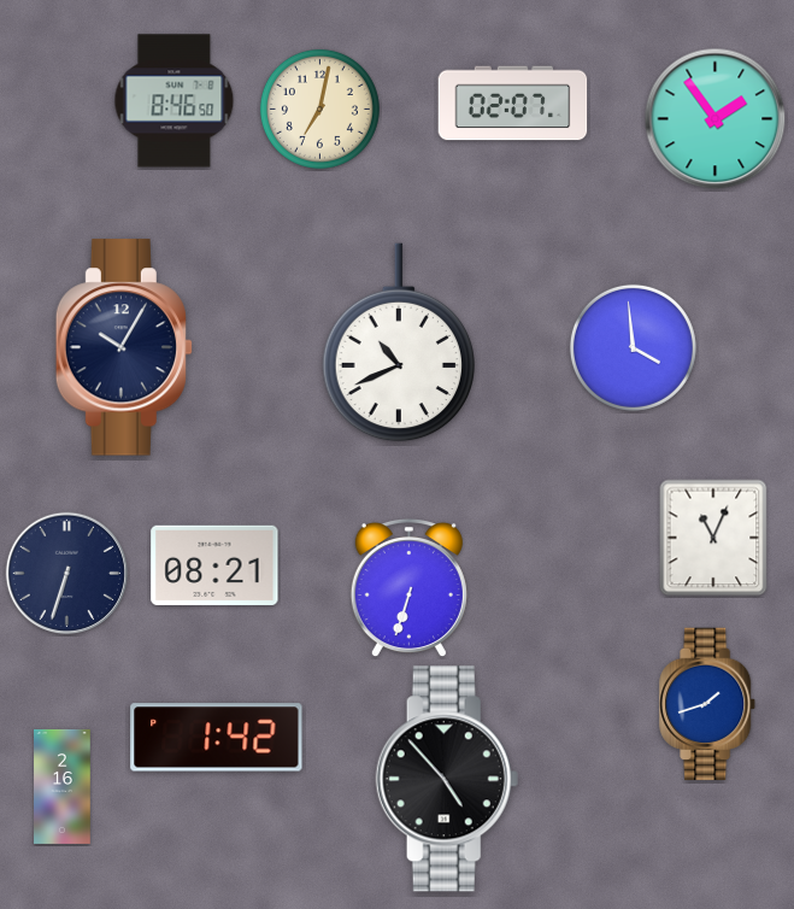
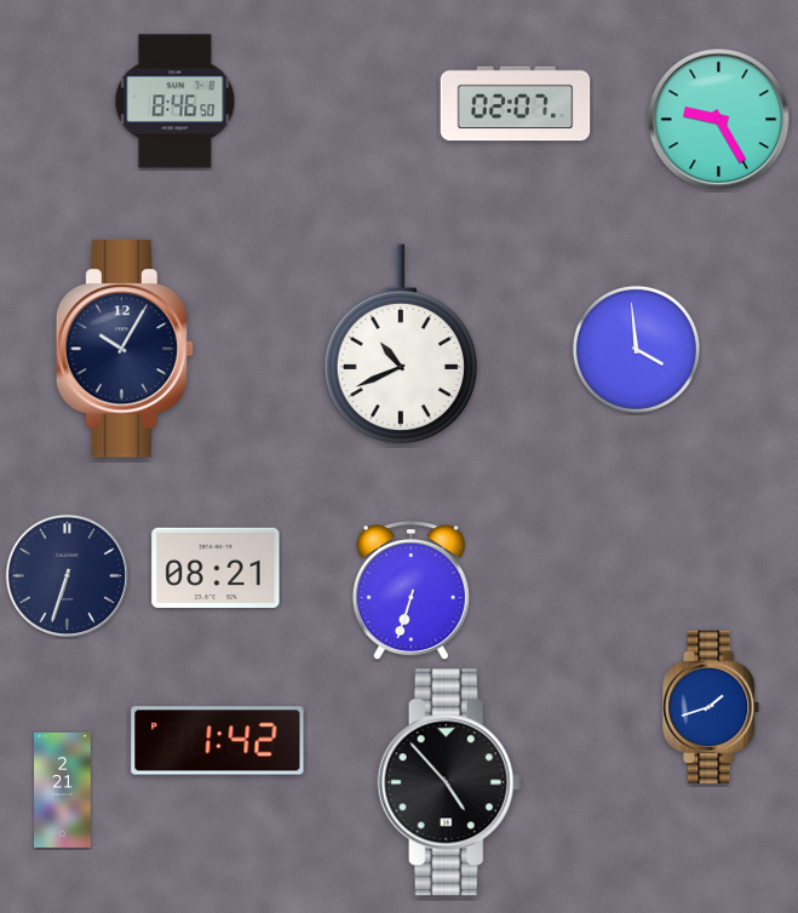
clock at (319, 109): 7:02 -> none
clock at (716, 119): 1:54 -> 9:25
clock at (713, 538): 11:04 -> none
clock at (63, 786): 2:16 -> 2:21
